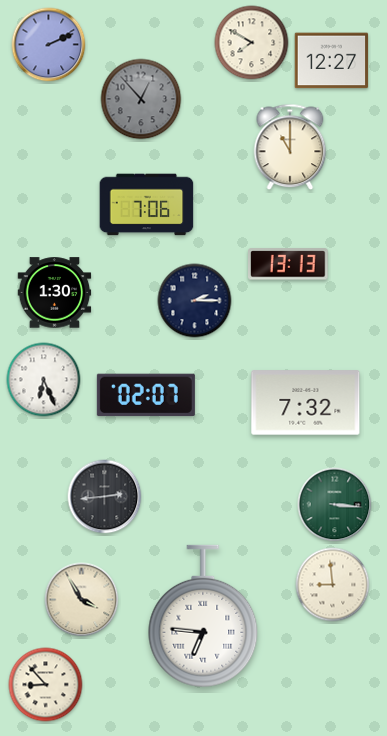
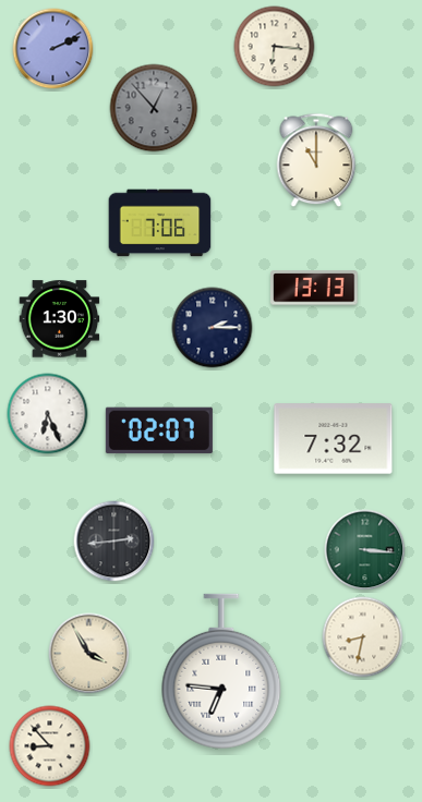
clock at (252, 43): 7:50 -> 6:16
clock at (332, 61): 12:27 -> none
clock at (333, 585): 8:59 -> 8:32
